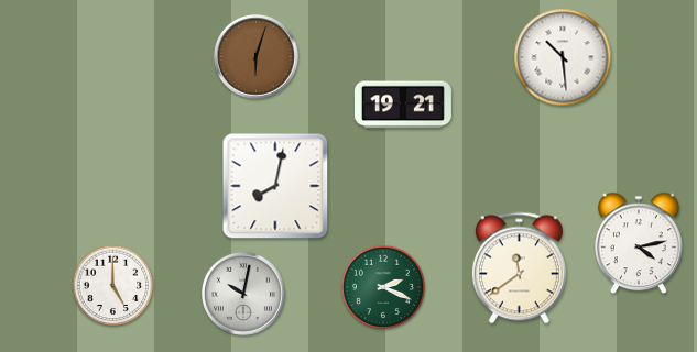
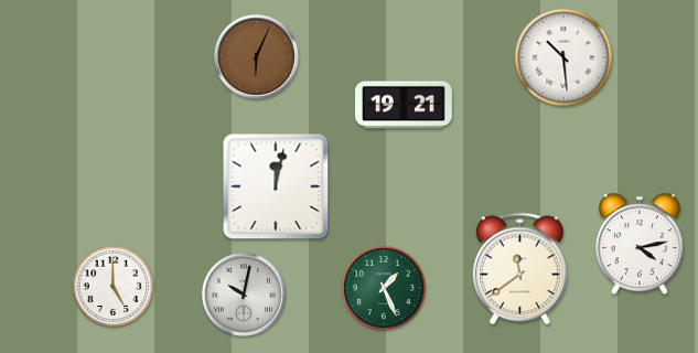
clock at (257, 57): 6:03 -> 6:04
clock at (275, 186): 8:02 -> 12:02
clock at (382, 286): 2:19 -> 1:26
